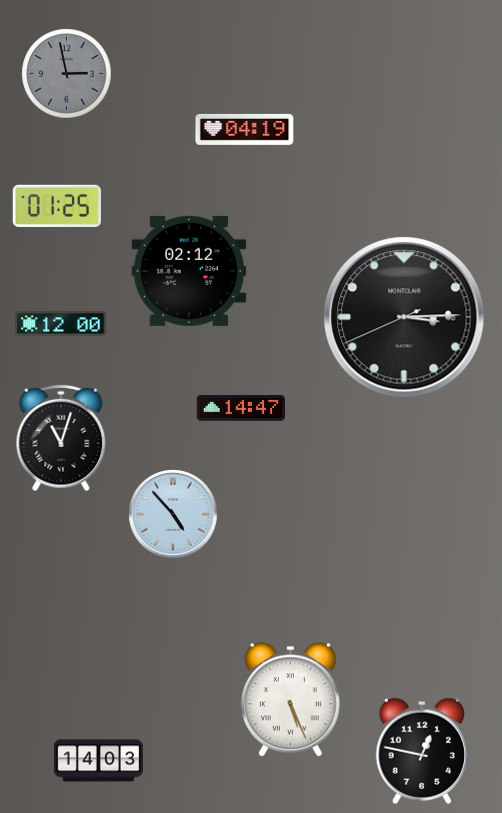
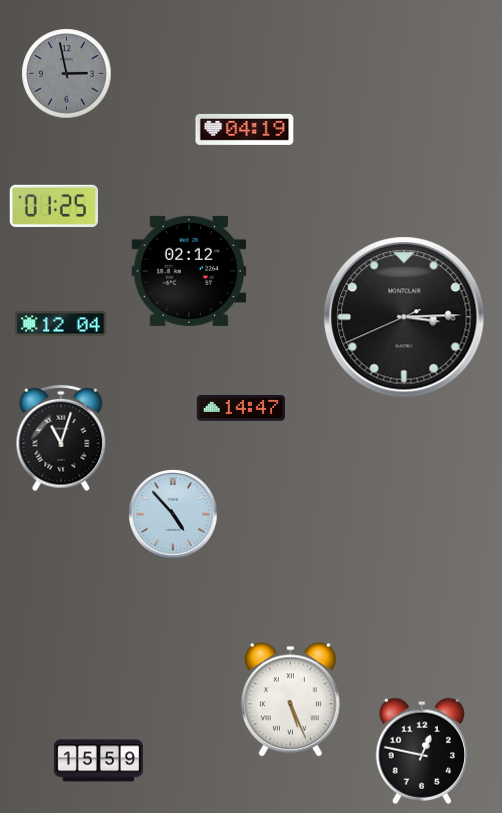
clock at (56, 206) position: (56, 206) -> (53, 206)
clock at (60, 324): 12:00 -> 12:04
clock at (98, 761): 14:03 -> 15:59
